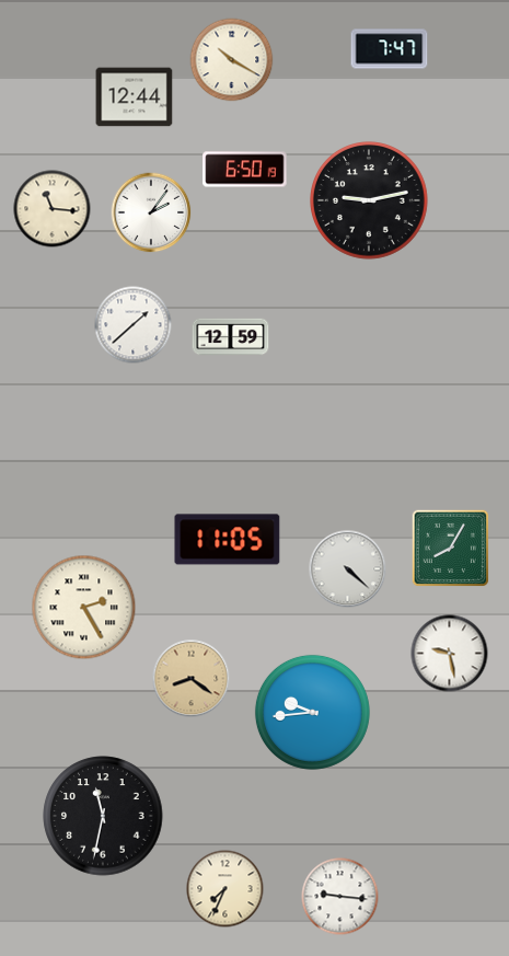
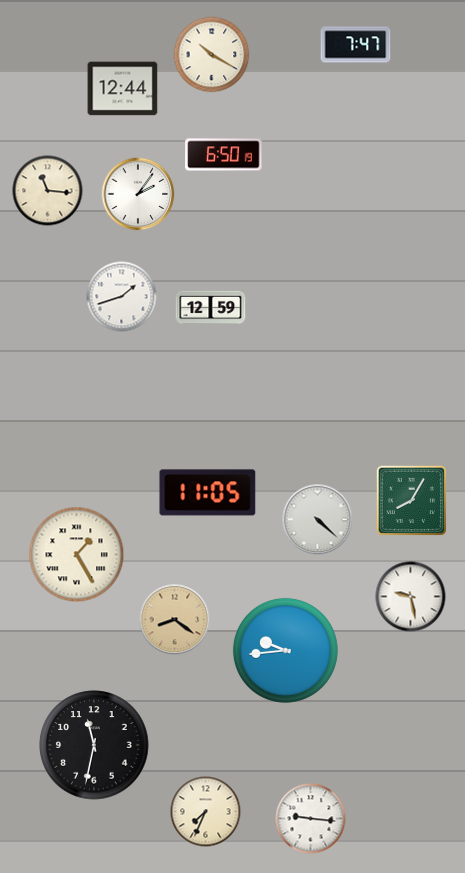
clock at (370, 201): 9:13 -> none
clock at (134, 325): 1:38 -> 1:42
clock at (84, 608): 2:25 -> 1:25
